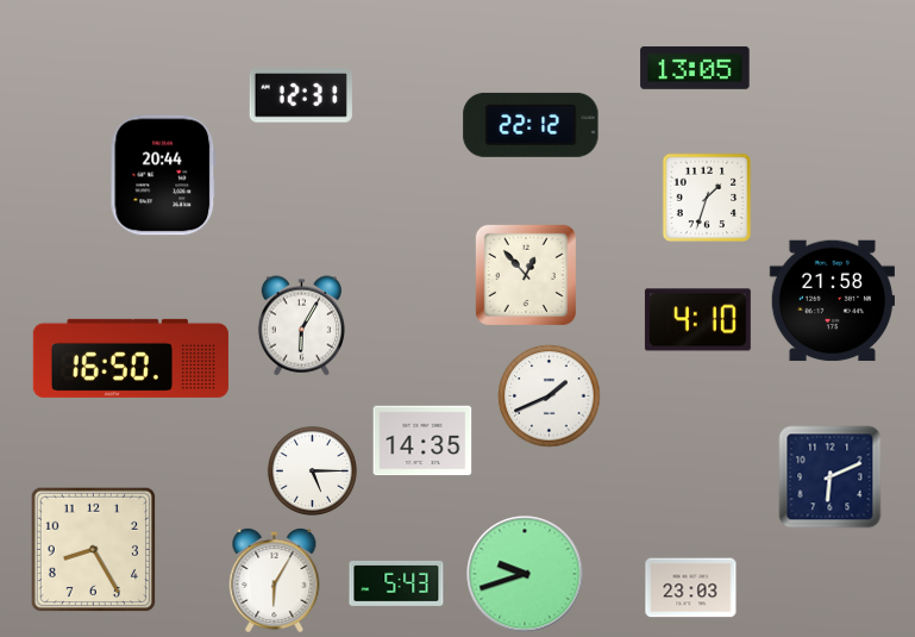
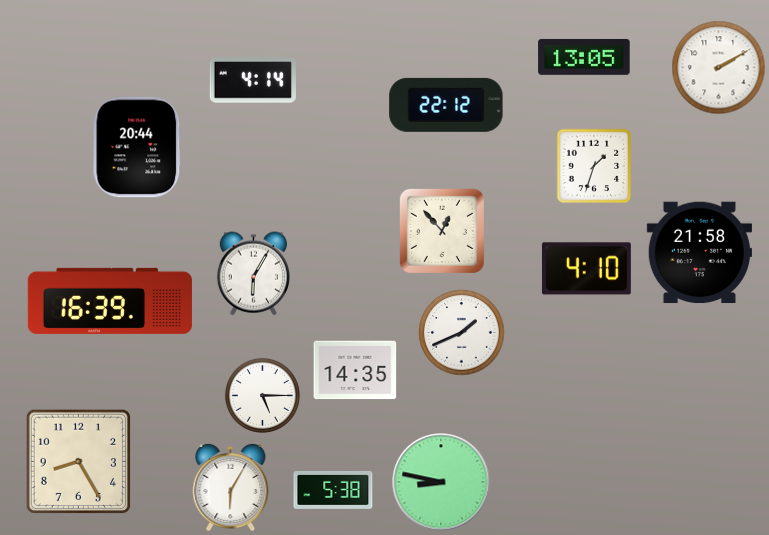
clock at (719, 68): none -> 2:10
clock at (301, 95): 12:31 -> 4:14
clock at (131, 358): 16:50 -> 16:39
clock at (831, 477): 6:11 -> none
clock at (525, 574): 9:42 -> 8:47
clock at (396, 583): 5:43 -> 5:38
clock at (691, 588): 23:03 -> none
